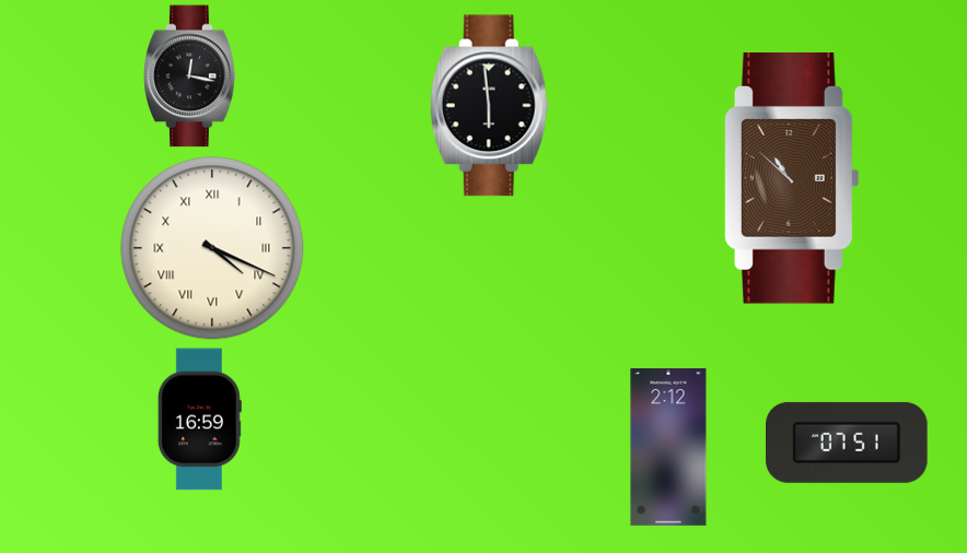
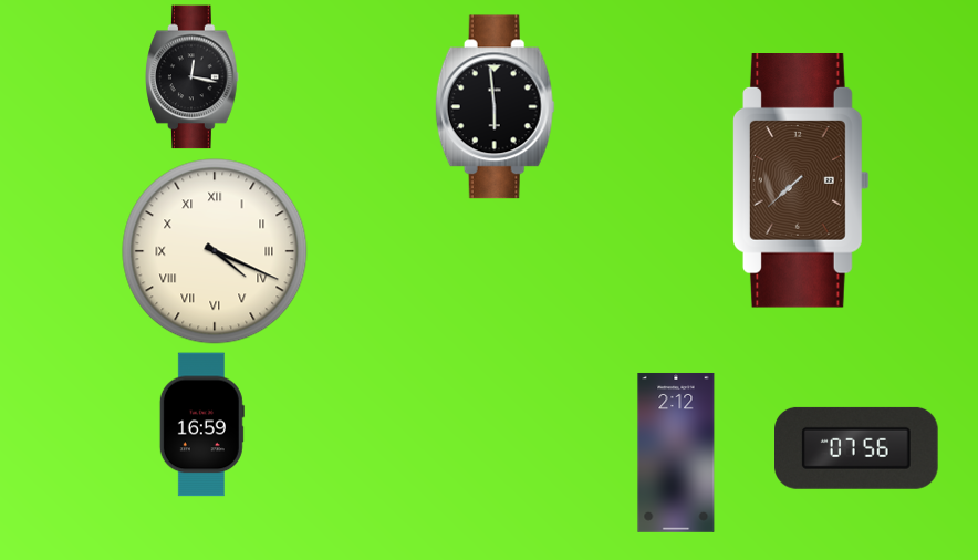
clock at (792, 179): 10:52 -> 7:38
clock at (848, 443): 07:51 -> 07:56
